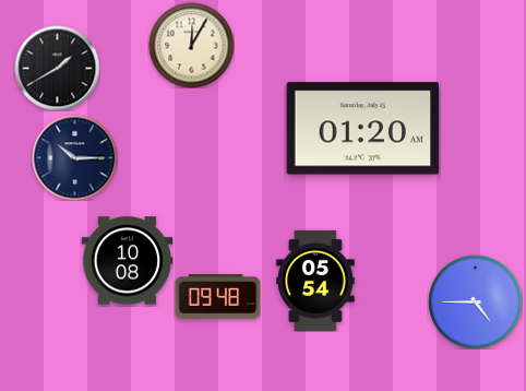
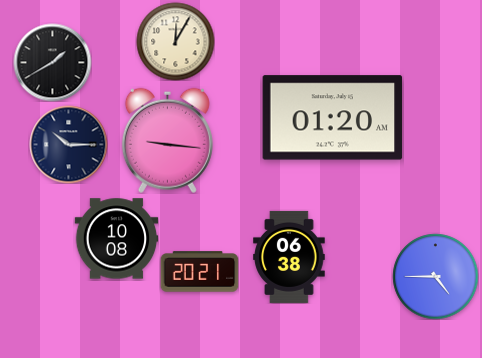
clock at (167, 140): none -> 9:16
clock at (315, 281): 05:54 -> 06:38
clock at (217, 297): 09:48 -> 20:21
